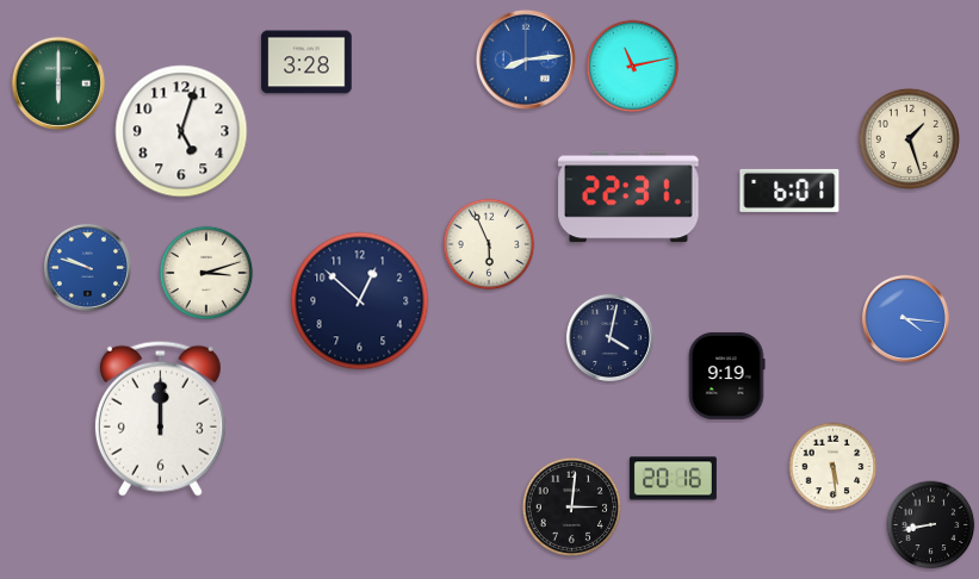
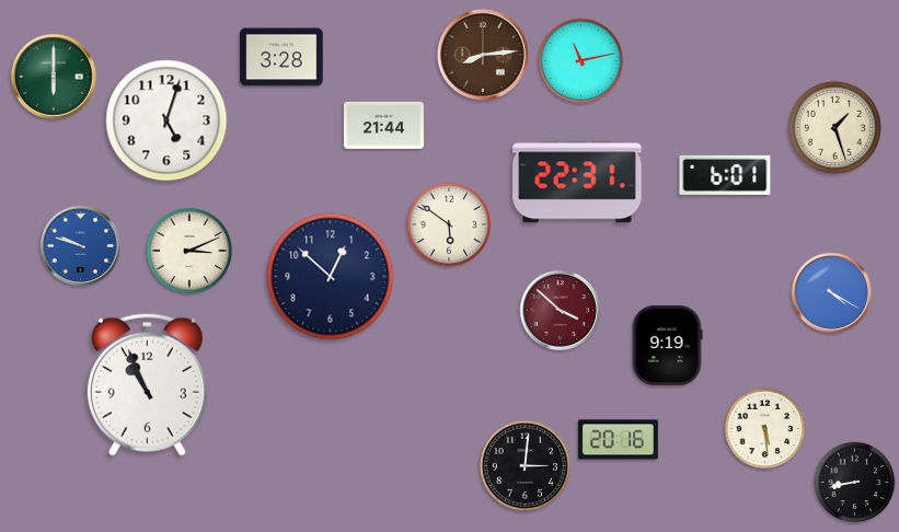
clock at (526, 60) dial: blue -> brown
clock at (383, 125): none -> 21:44
clock at (489, 244): 5:56 -> 5:51
clock at (206, 273): 3:12 -> 3:11
clock at (905, 318): 4:16 -> 4:20
clock at (609, 337): 4:02 -> 3:52
clock at (609, 337) dial: navy -> burgundy
clock at (160, 418): 12:00 -> 10:56
